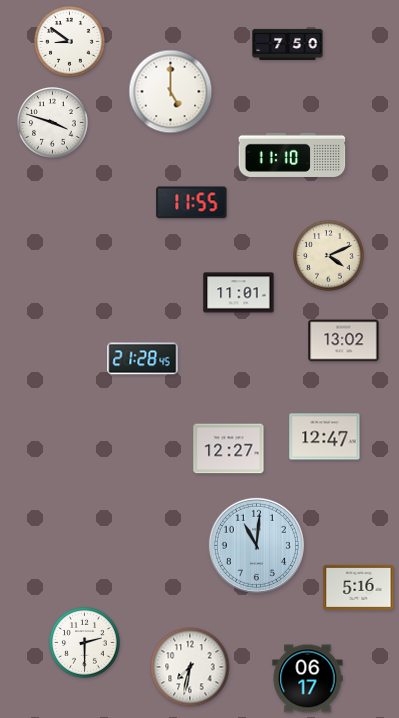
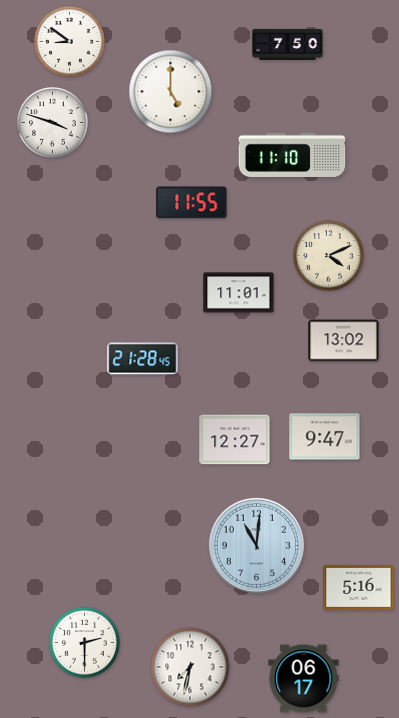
clock at (325, 437): 12:47 -> 9:47
clock at (229, 449) position: (229, 449) -> (235, 440)
clock at (308, 679) position: (308, 679) -> (304, 679)
